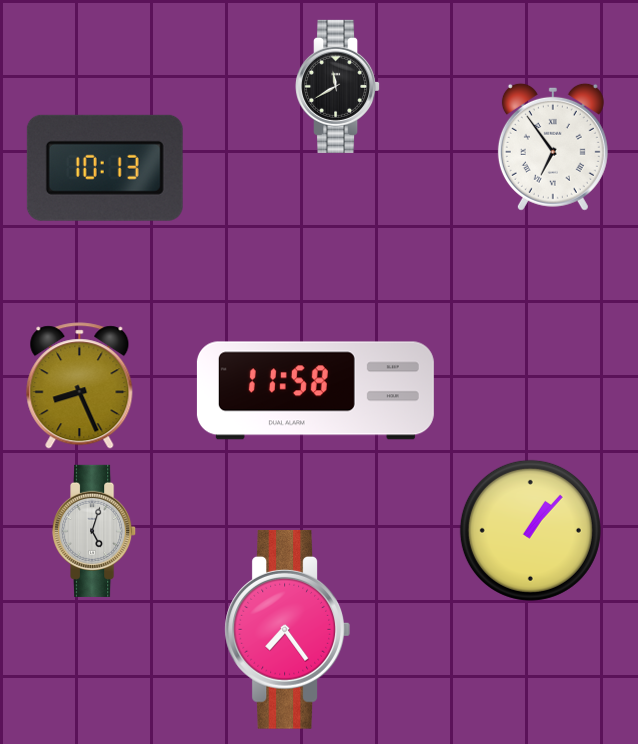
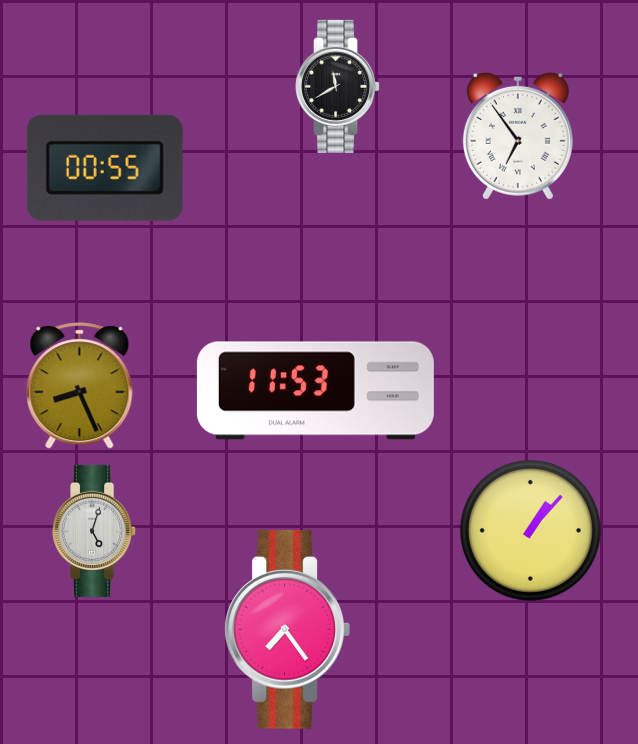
clock at (553, 147) position: (553, 147) -> (518, 136)
clock at (105, 168): 10:13 -> 00:55
clock at (315, 391): 11:58 -> 11:53
